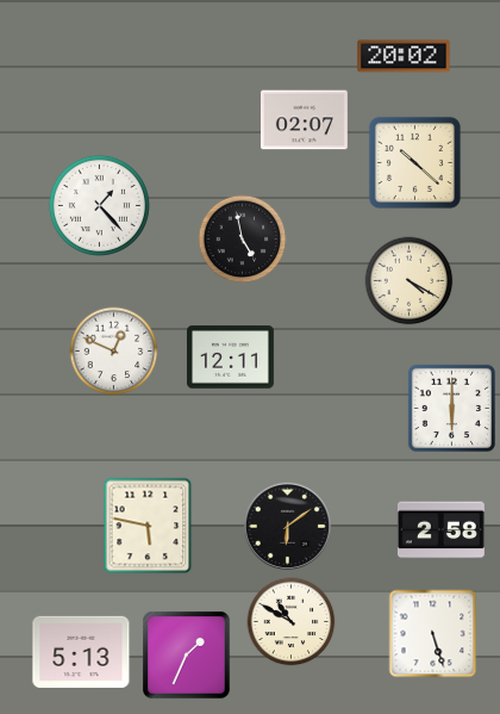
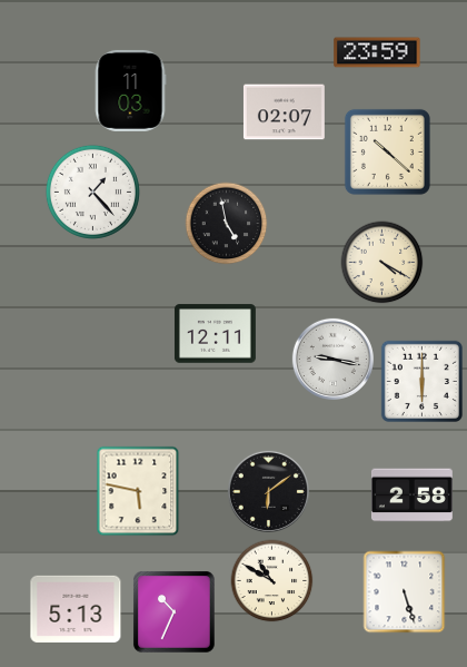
clock at (404, 56): 20:02 -> 23:59
clock at (130, 90): none -> 11:03
clock at (114, 352): 12:49 -> none
clock at (332, 359): none -> 9:17
clock at (187, 656): 1:34 -> 10:34
